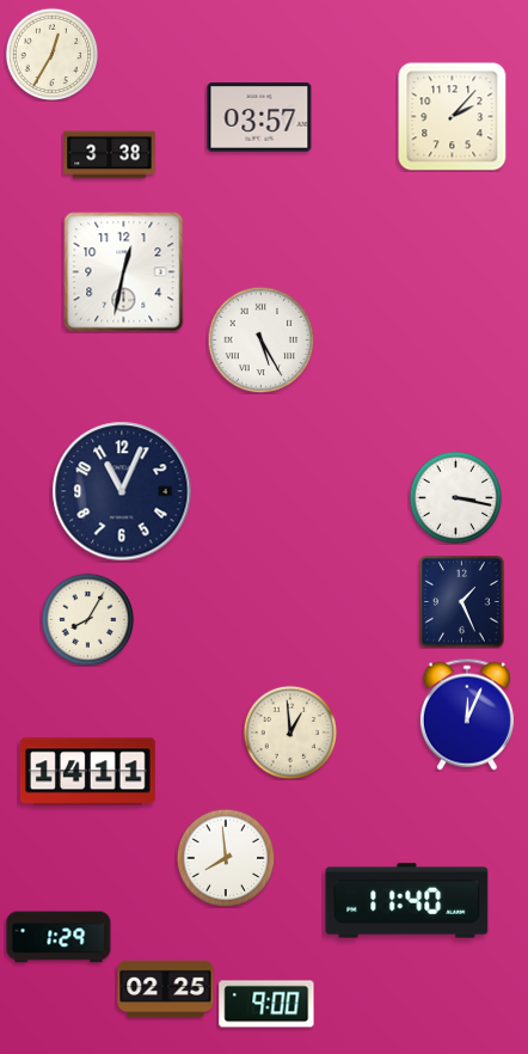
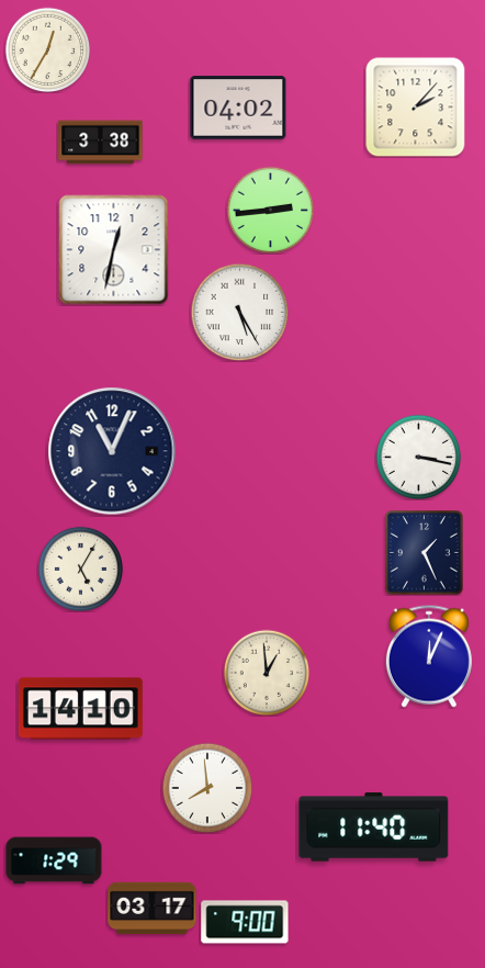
clock at (259, 117): 03:57 -> 04:02
clock at (270, 210): none -> 2:44
clock at (87, 619): 8:05 -> 5:05
clock at (87, 772): 14:11 -> 14:10
clock at (166, 989): 02:25 -> 03:17
